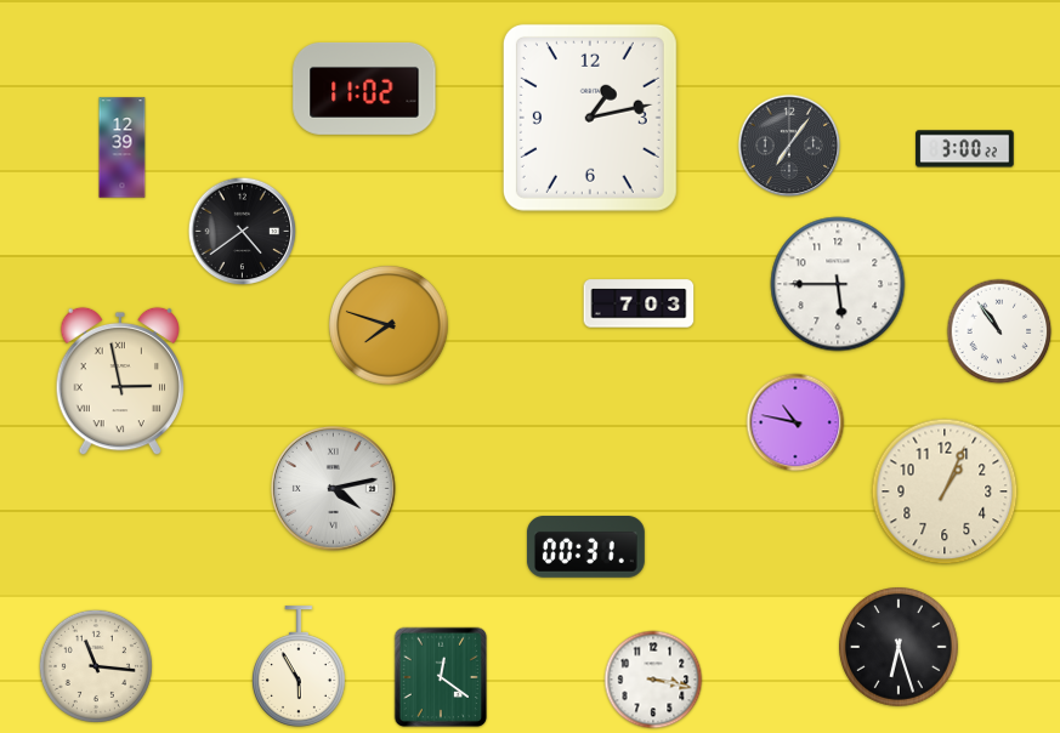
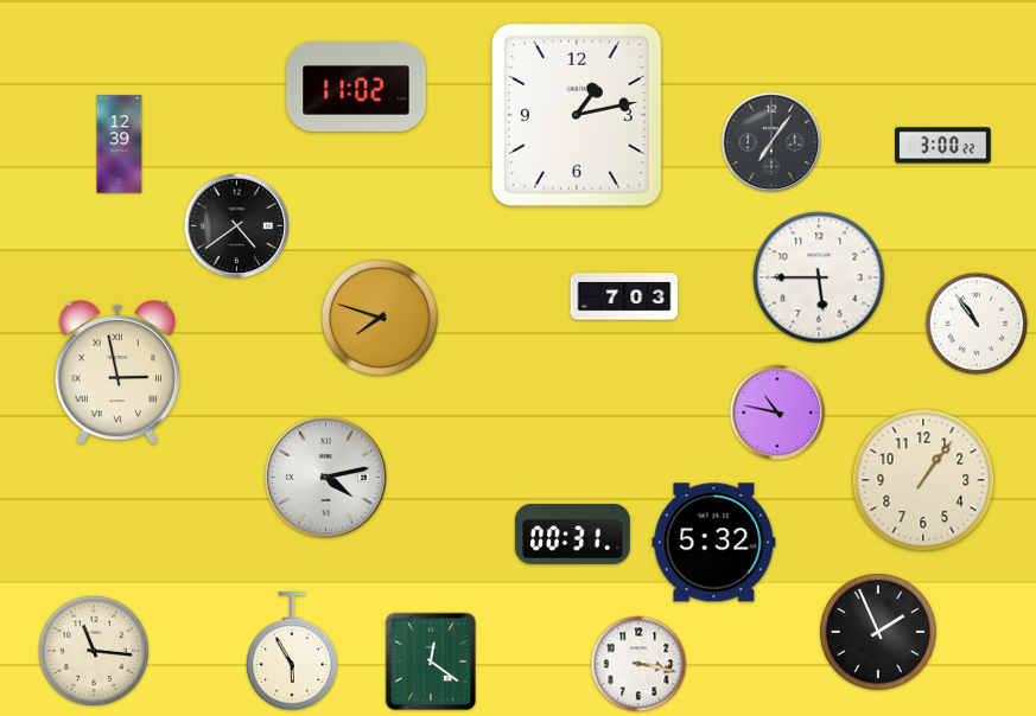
clock at (945, 491): 1:04 -> 1:06
clock at (714, 543): none -> 5:32
clock at (900, 648): 6:27 -> 1:56
